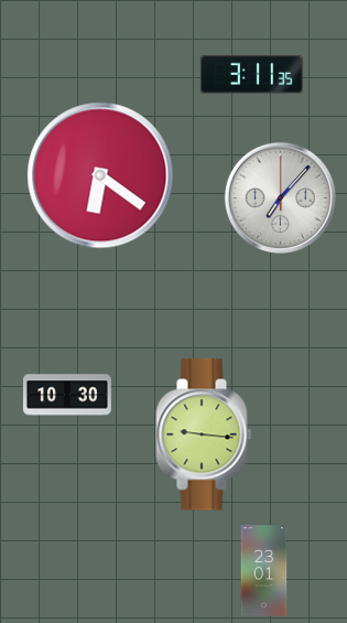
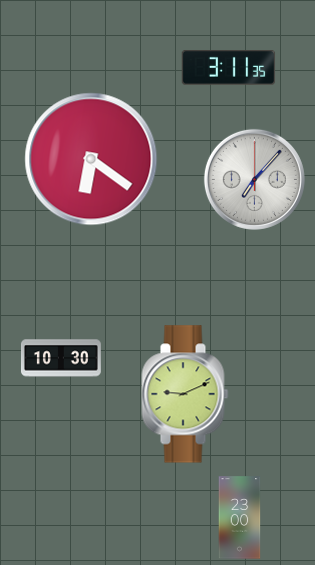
clock at (204, 434): 9:16 -> 9:11
clock at (264, 571): 23:01 -> 23:00
